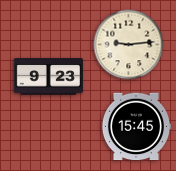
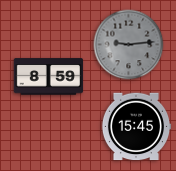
clock at (129, 45) dial: cream -> grey
clock at (49, 77): 9:23 -> 8:59
